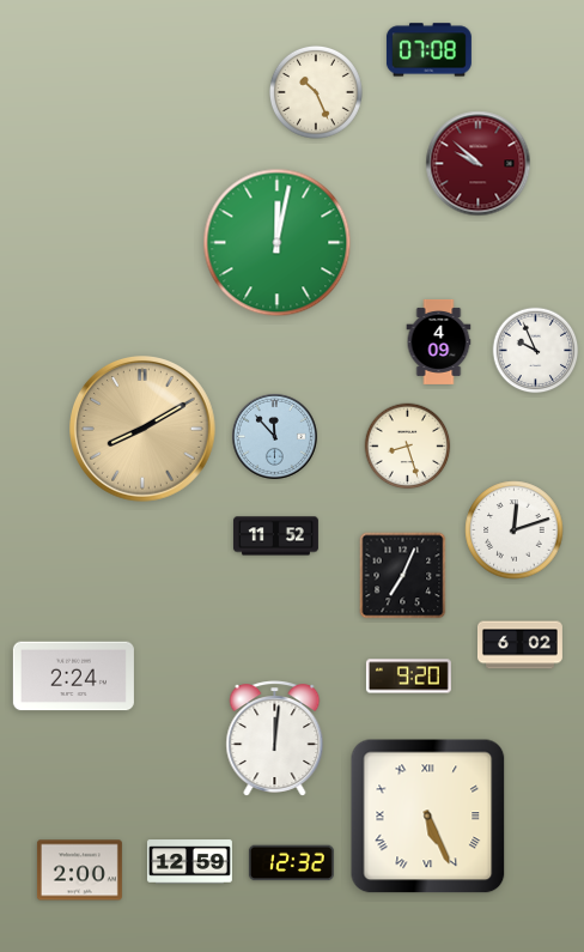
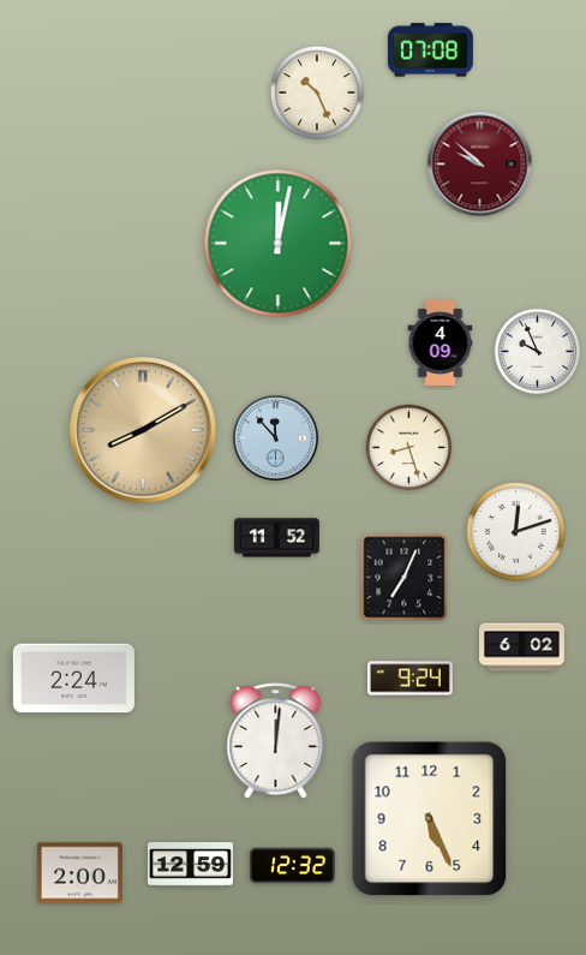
clock at (408, 677): 9:20 -> 9:24
clock at (428, 817) numerals: Roman -> Arabic
